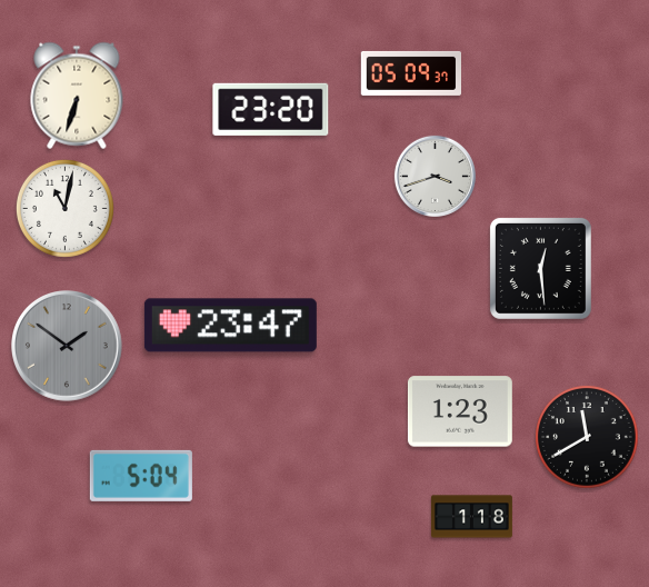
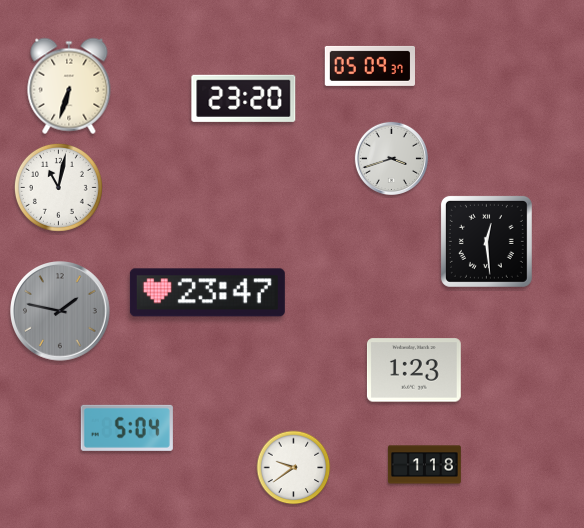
clock at (68, 347): 1:51 -> 1:47
clock at (588, 438): 11:40 -> none
clock at (294, 468): none -> 9:39
